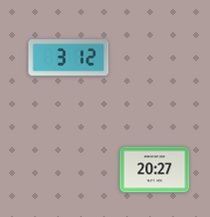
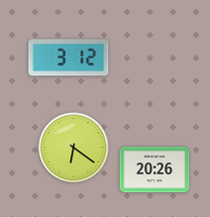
clock at (74, 148): none -> 6:21
clock at (155, 170): 20:27 -> 20:26
